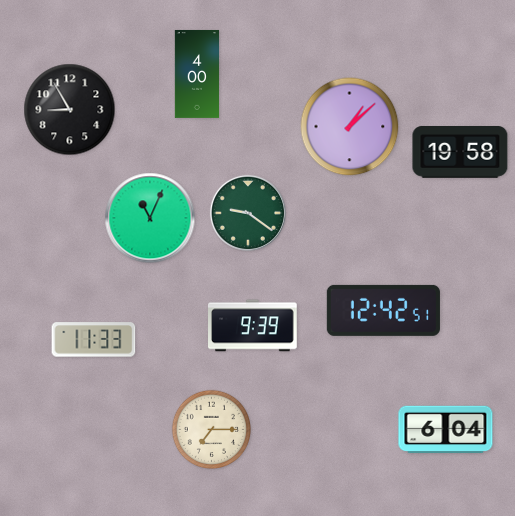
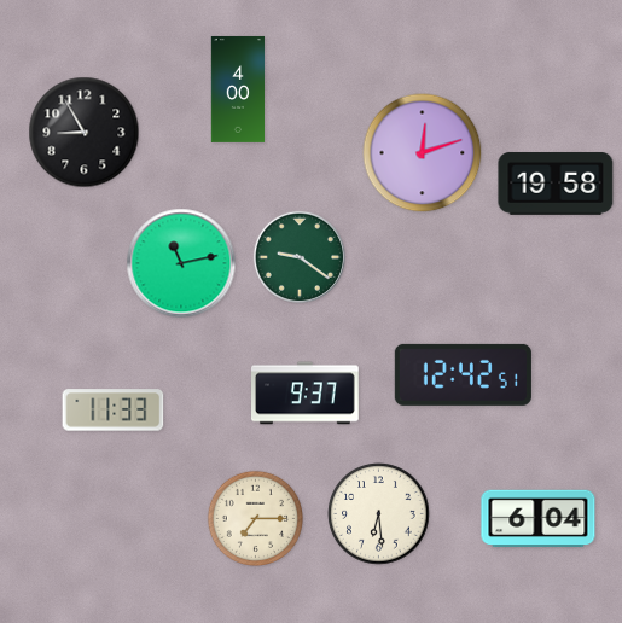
clock at (350, 127): 1:08 -> 12:12
clock at (150, 218): 11:04 -> 11:13
clock at (253, 326): 9:39 -> 9:37
clock at (379, 514): none -> 6:29
